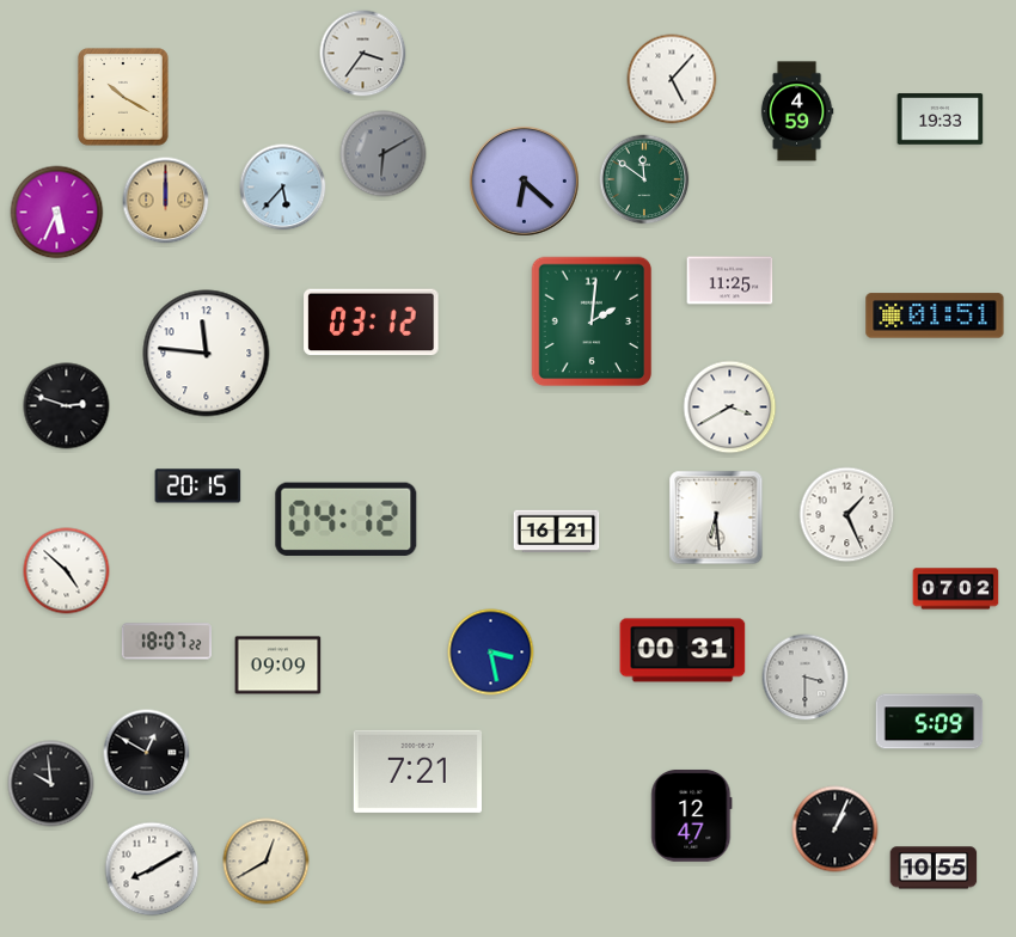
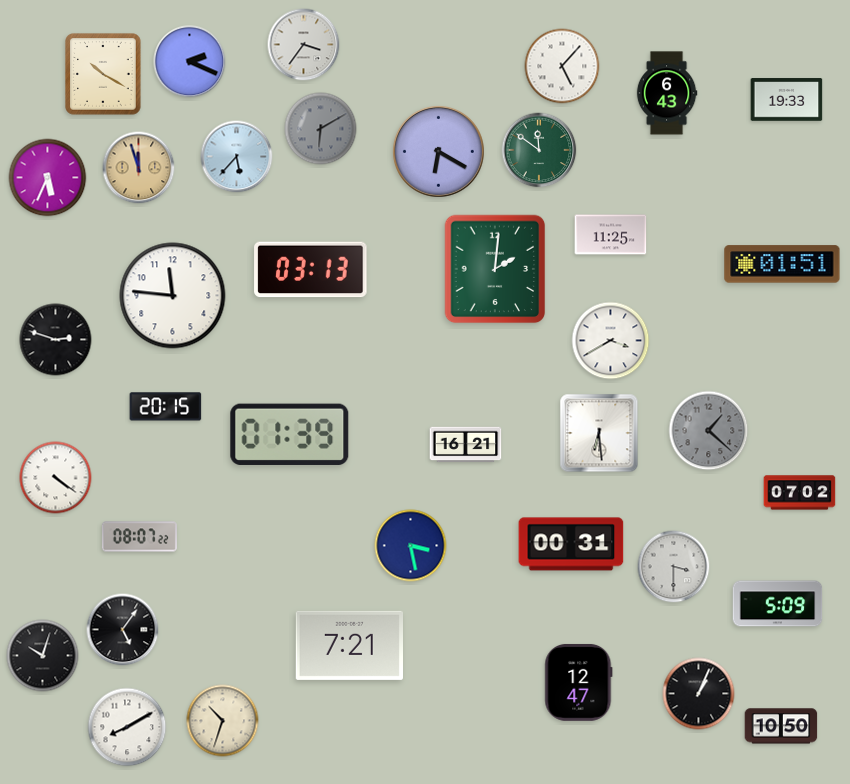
clock at (190, 62): none -> 2:19
clock at (123, 97) position: (123, 97) -> (103, 74)
clock at (797, 111): 4:59 -> 6:43
clock at (524, 180): 6:22 -> 6:20
clock at (166, 201): 12:00 -> 11:57
clock at (372, 323): 03:12 -> 03:13
clock at (847, 515): 1:26 -> 1:22
clock at (847, 515) dial: white -> grey
clock at (347, 519): 04:12 -> 01:39
clock at (67, 571): 4:52 -> 4:21
clock at (166, 642): 18:07 -> 08:07
clock at (279, 666): 09:09 -> none
clock at (147, 753): 12:50 -> 5:06
clock at (51, 784): 9:59 -> 10:03
clock at (267, 862): 12:40 -> 10:33
clock at (934, 868): 10:55 -> 10:50
